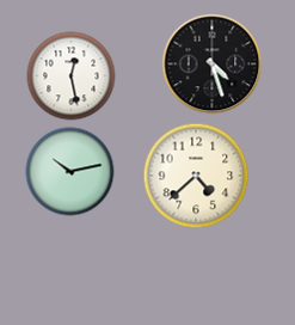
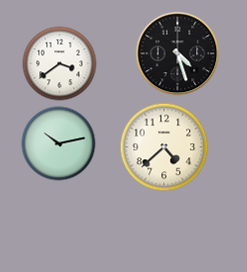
clock at (72, 76): 12:28 -> 3:39
